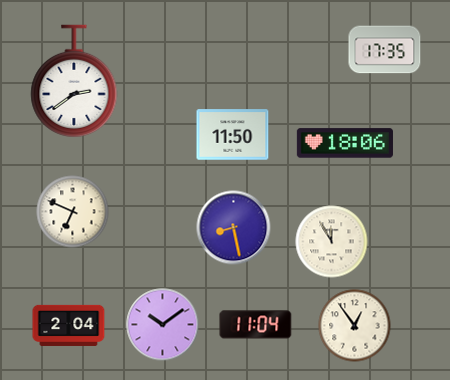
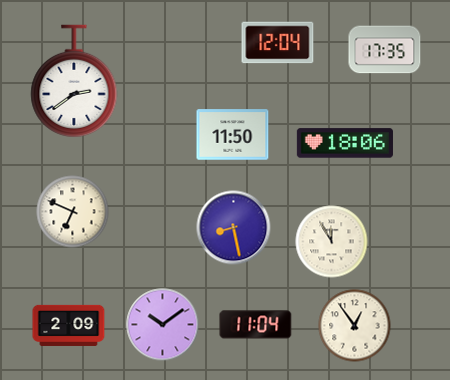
clock at (278, 43): none -> 12:04
clock at (69, 325): 2:04 -> 2:09
